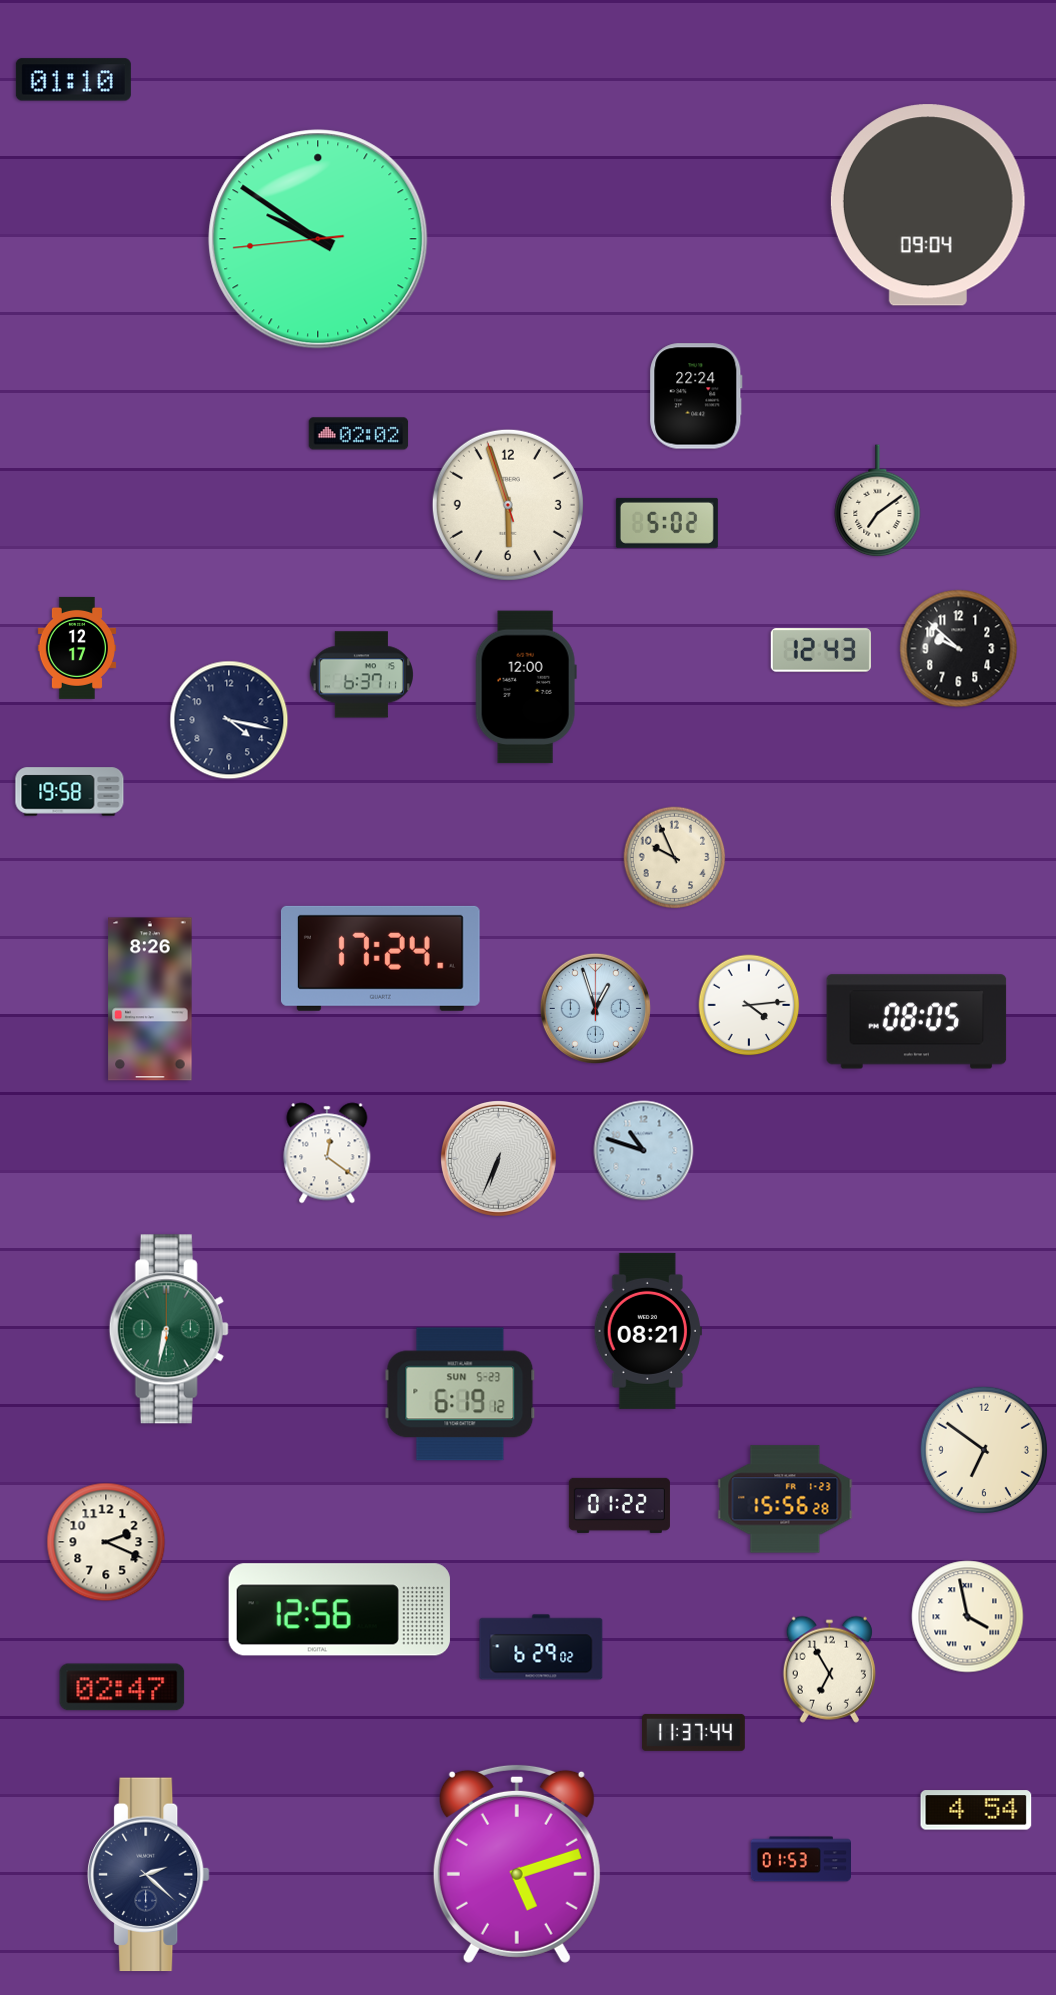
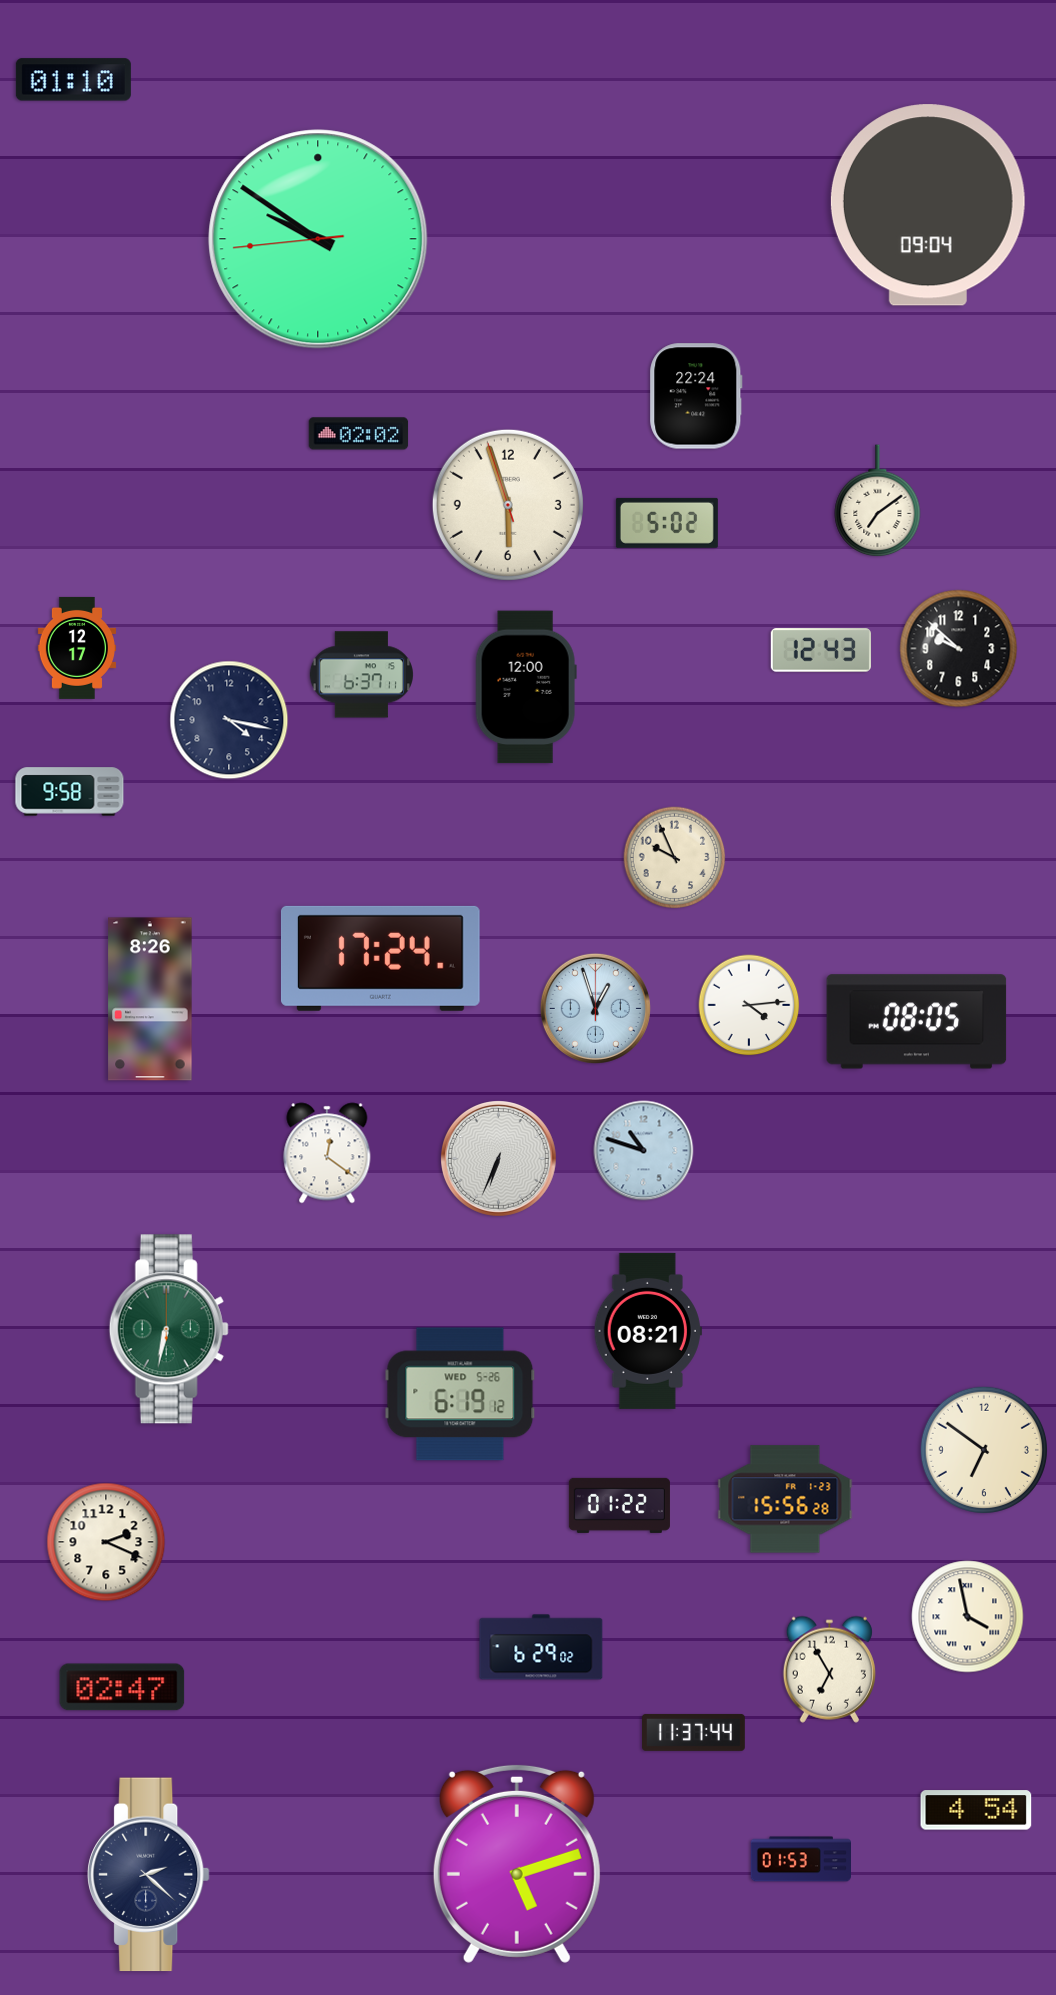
clock at (70, 792): 19:58 -> 9:58
clock at (460, 1394) date: SUN 5-23 -> WED 5-26
clock at (339, 1610): 12:56 -> none
